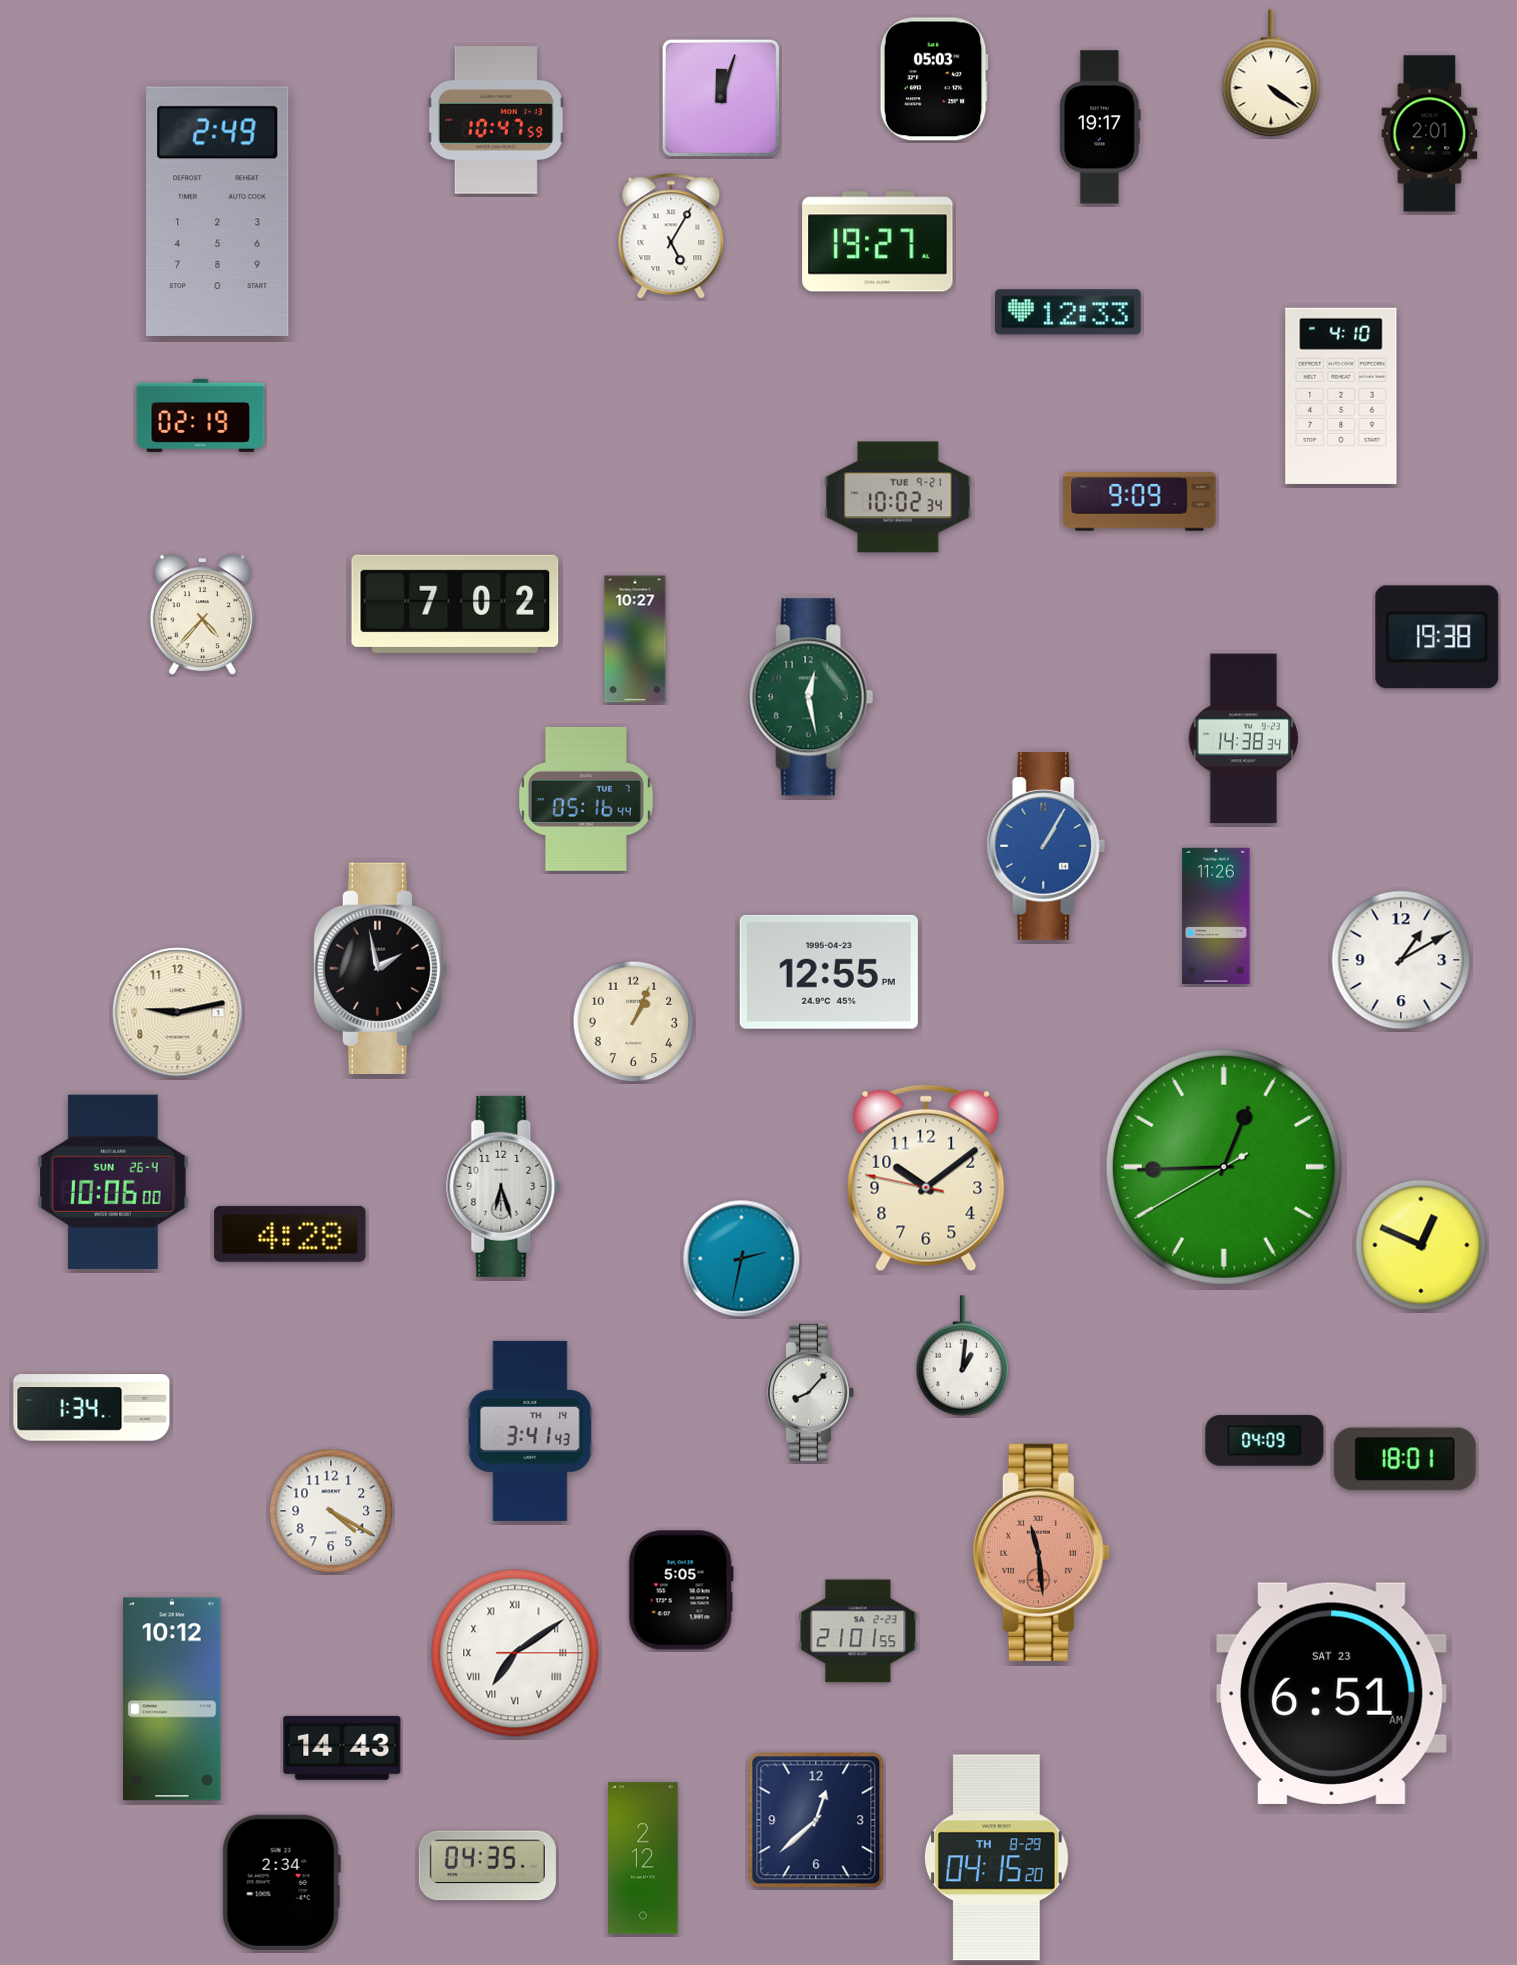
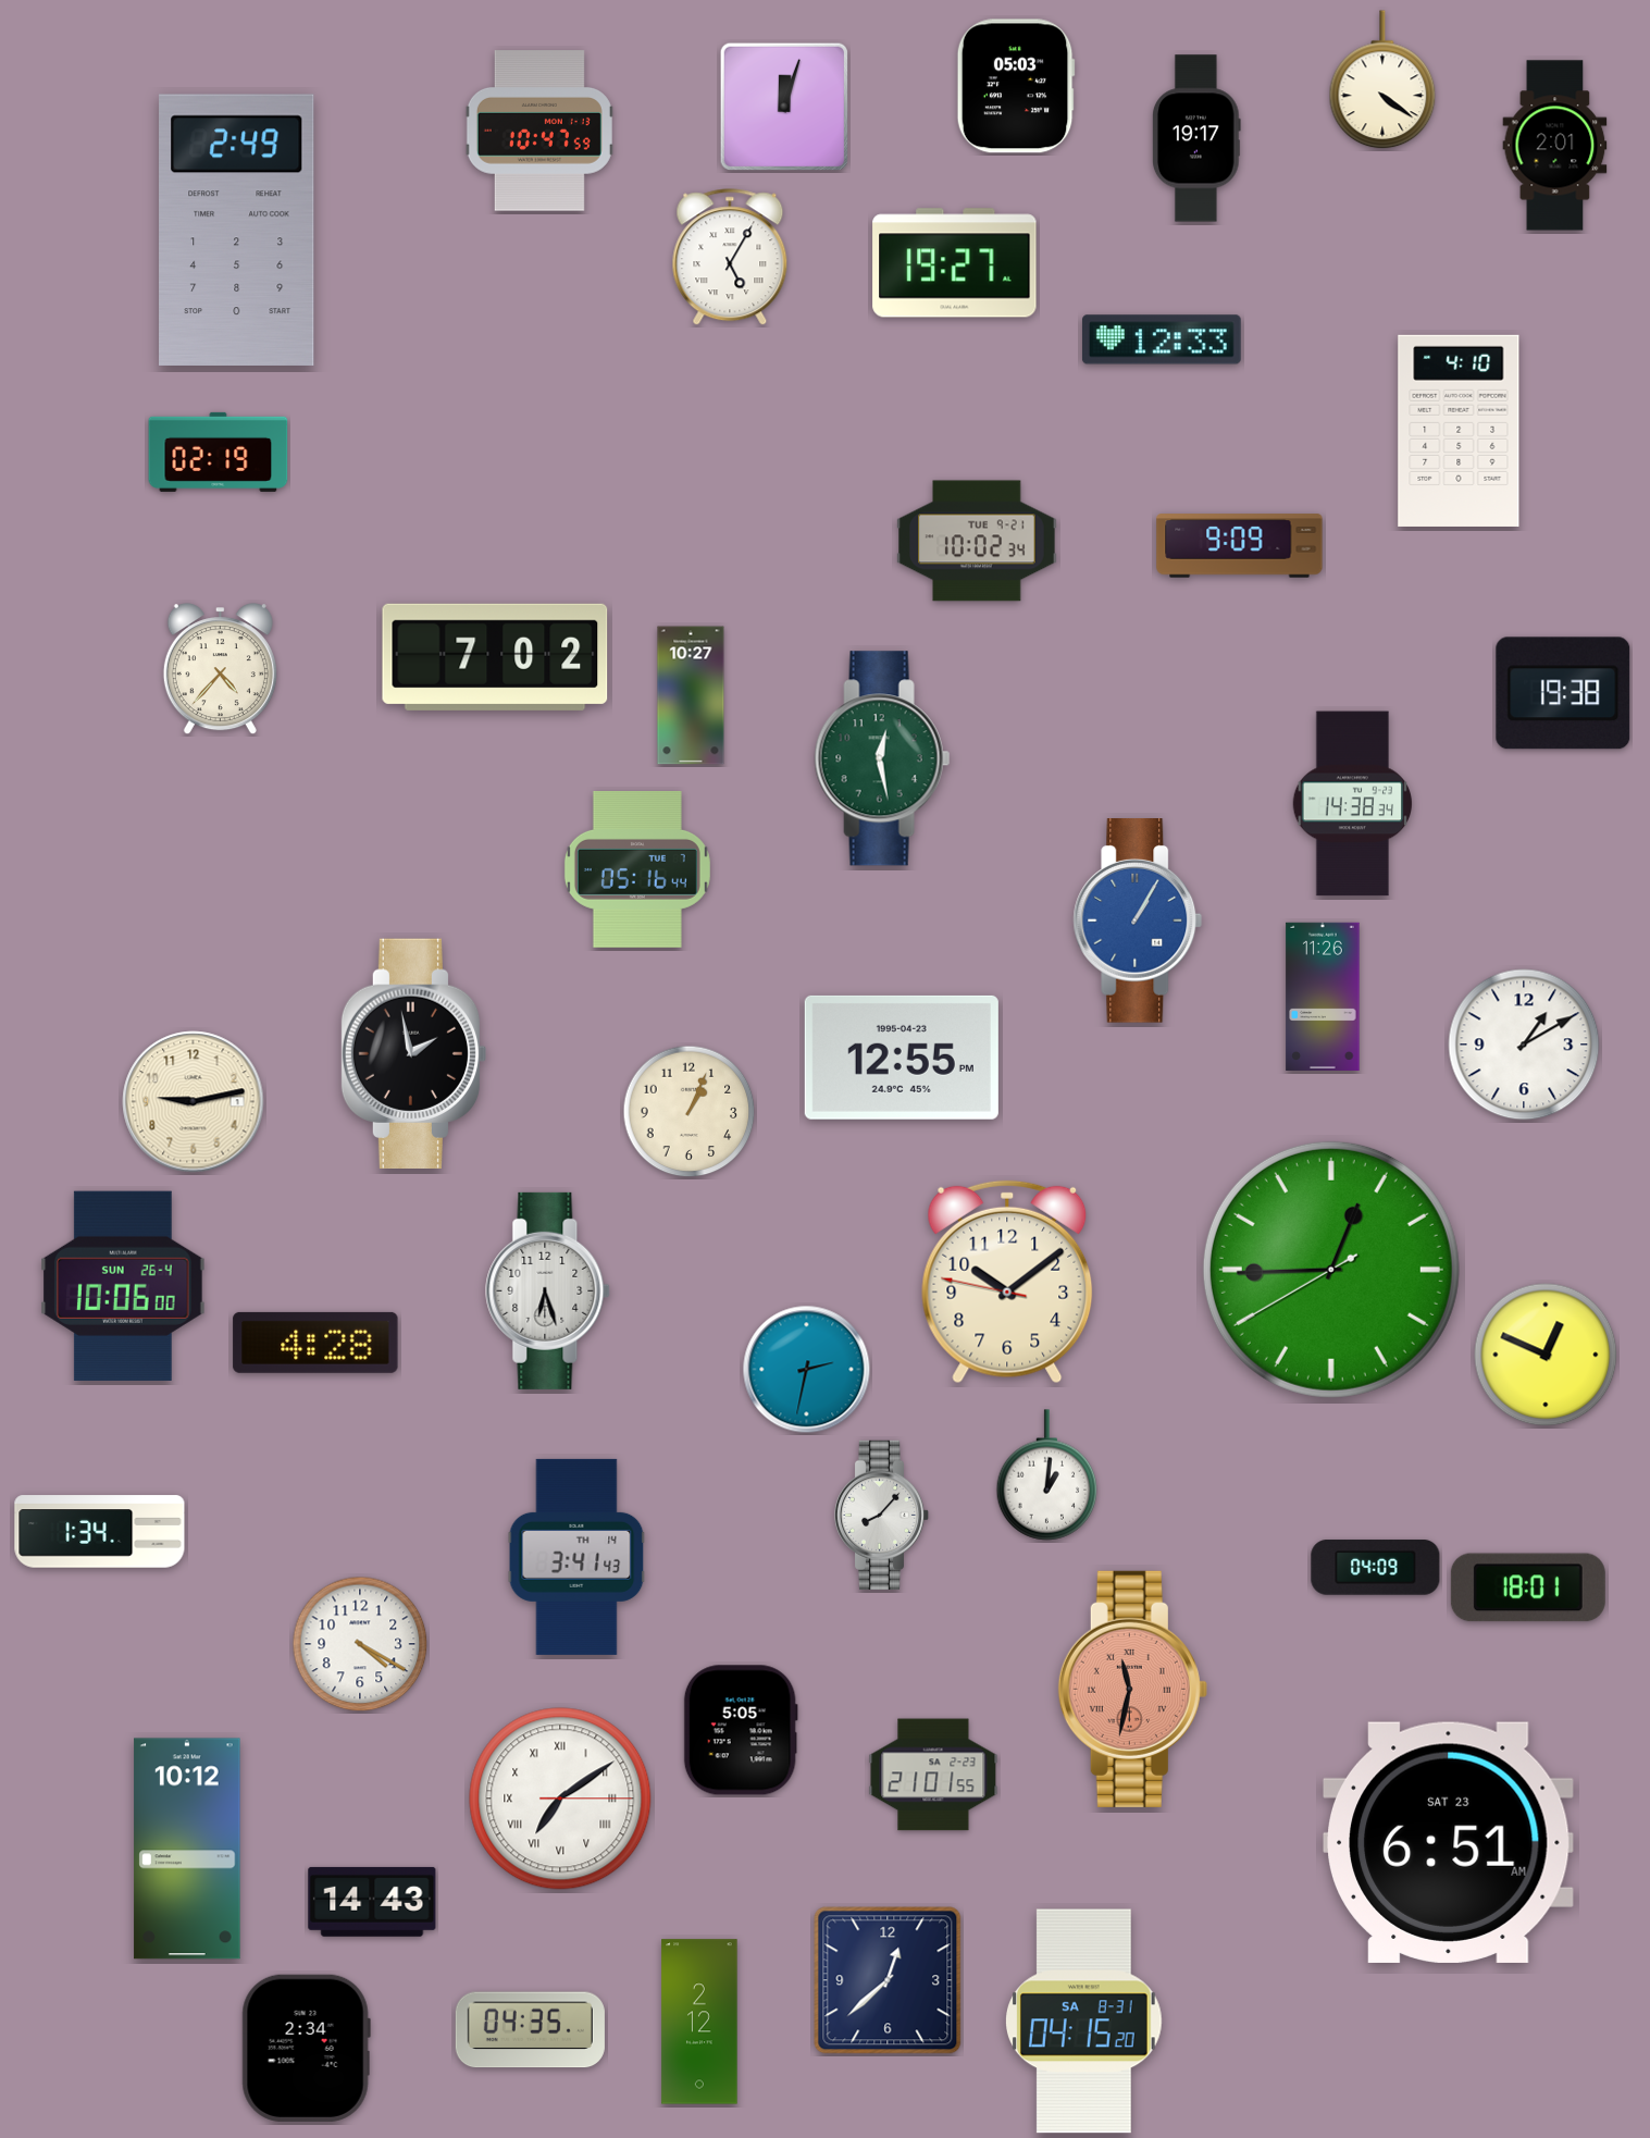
clock at (1041, 1552): 11:29 -> 11:32
clock at (997, 1858) date: TH 8-29 -> SA 8-31
